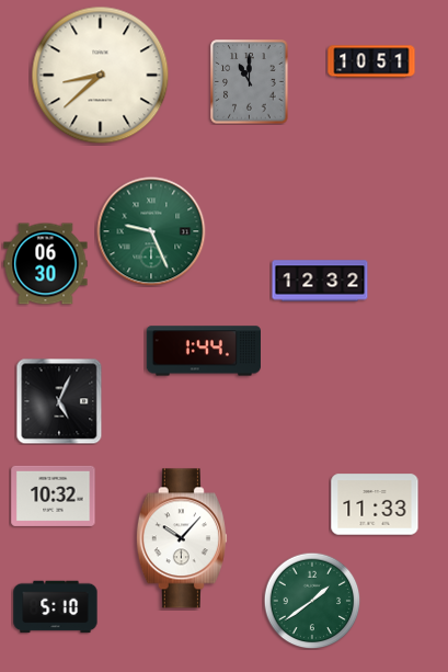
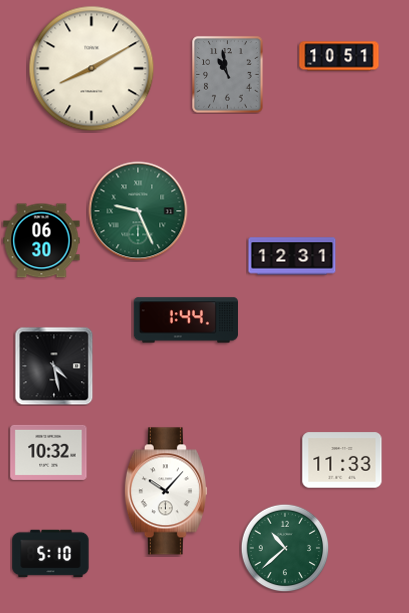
clock at (101, 76): 8:38 -> 8:10
clock at (250, 82): 11:00 -> 10:58
clock at (320, 281): 12:32 -> 12:31
clock at (59, 401): 5:04 -> 4:28
clock at (312, 601): 1:39 -> 10:38
